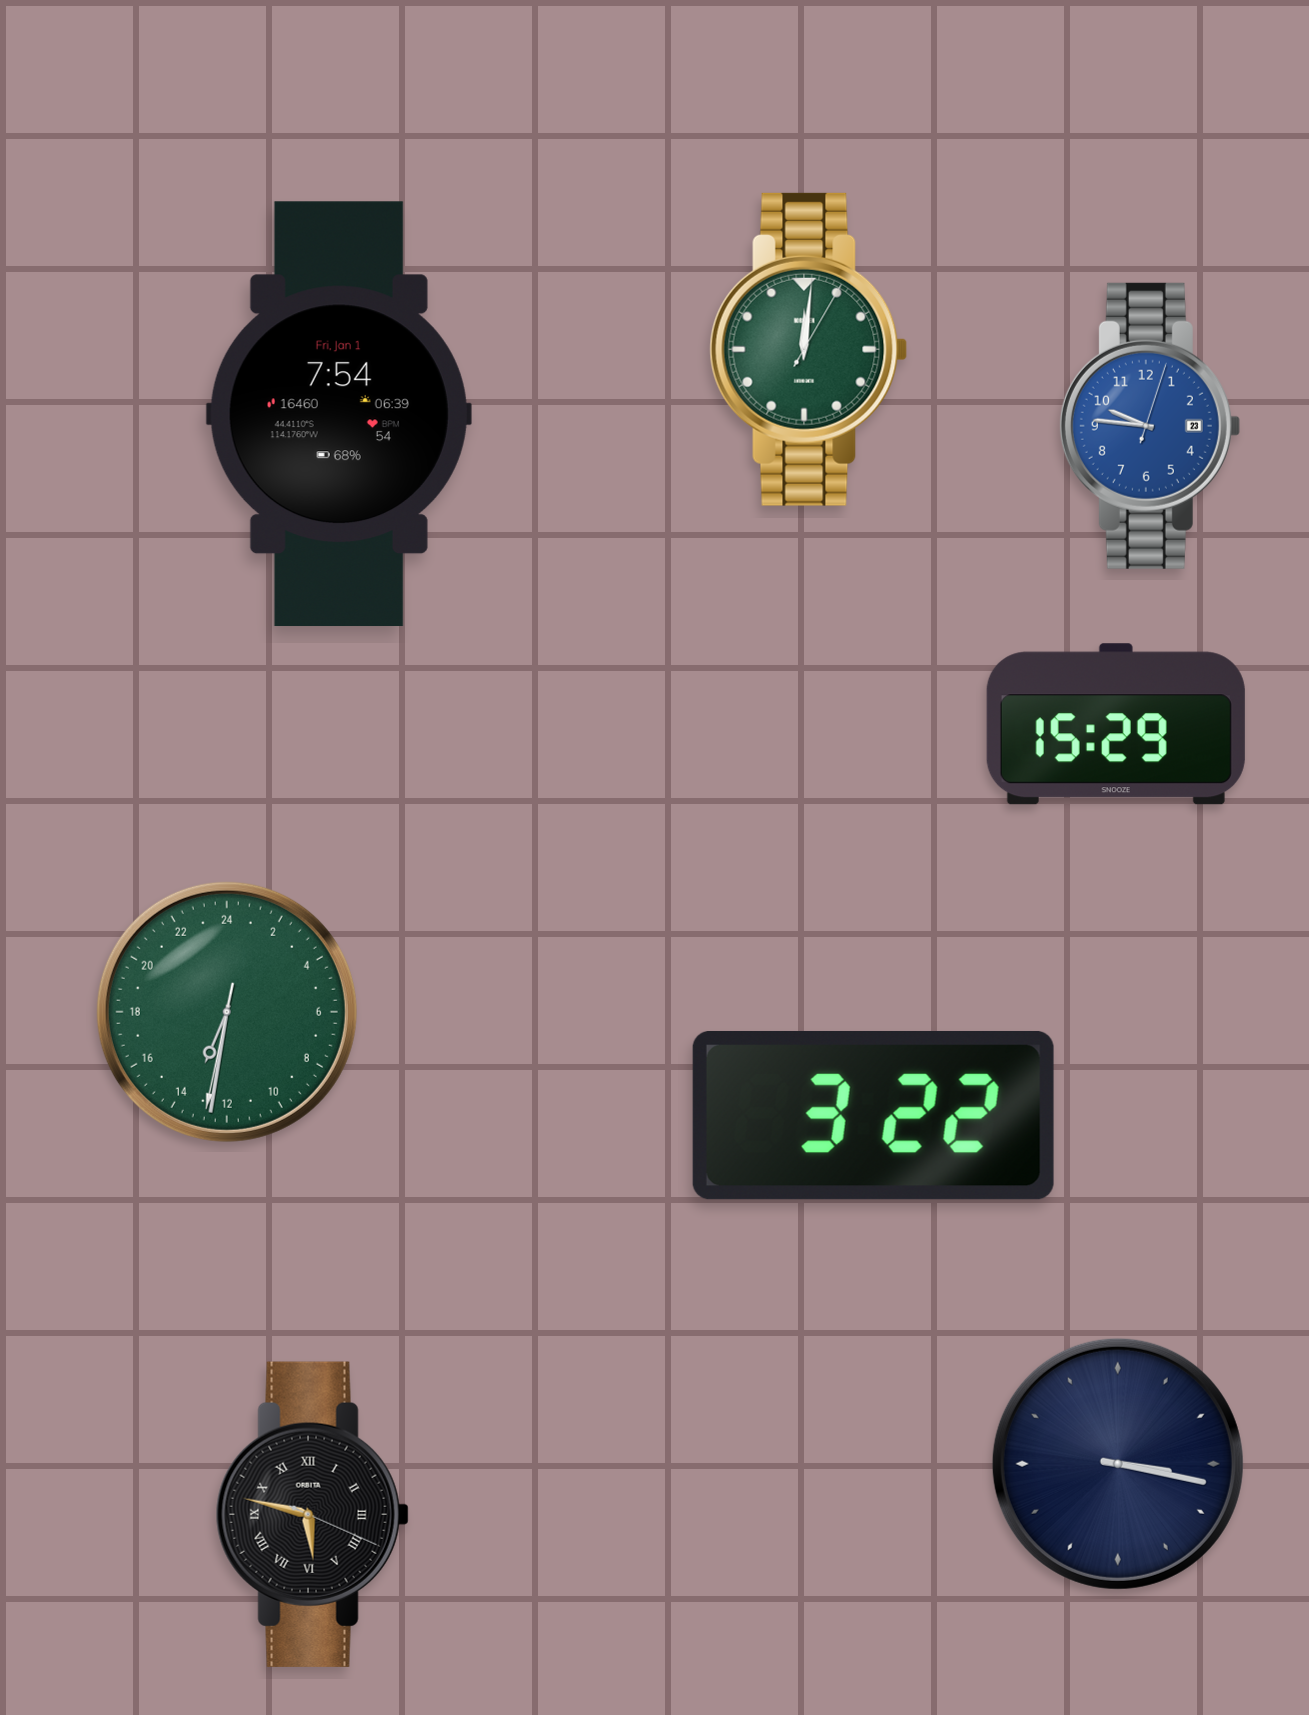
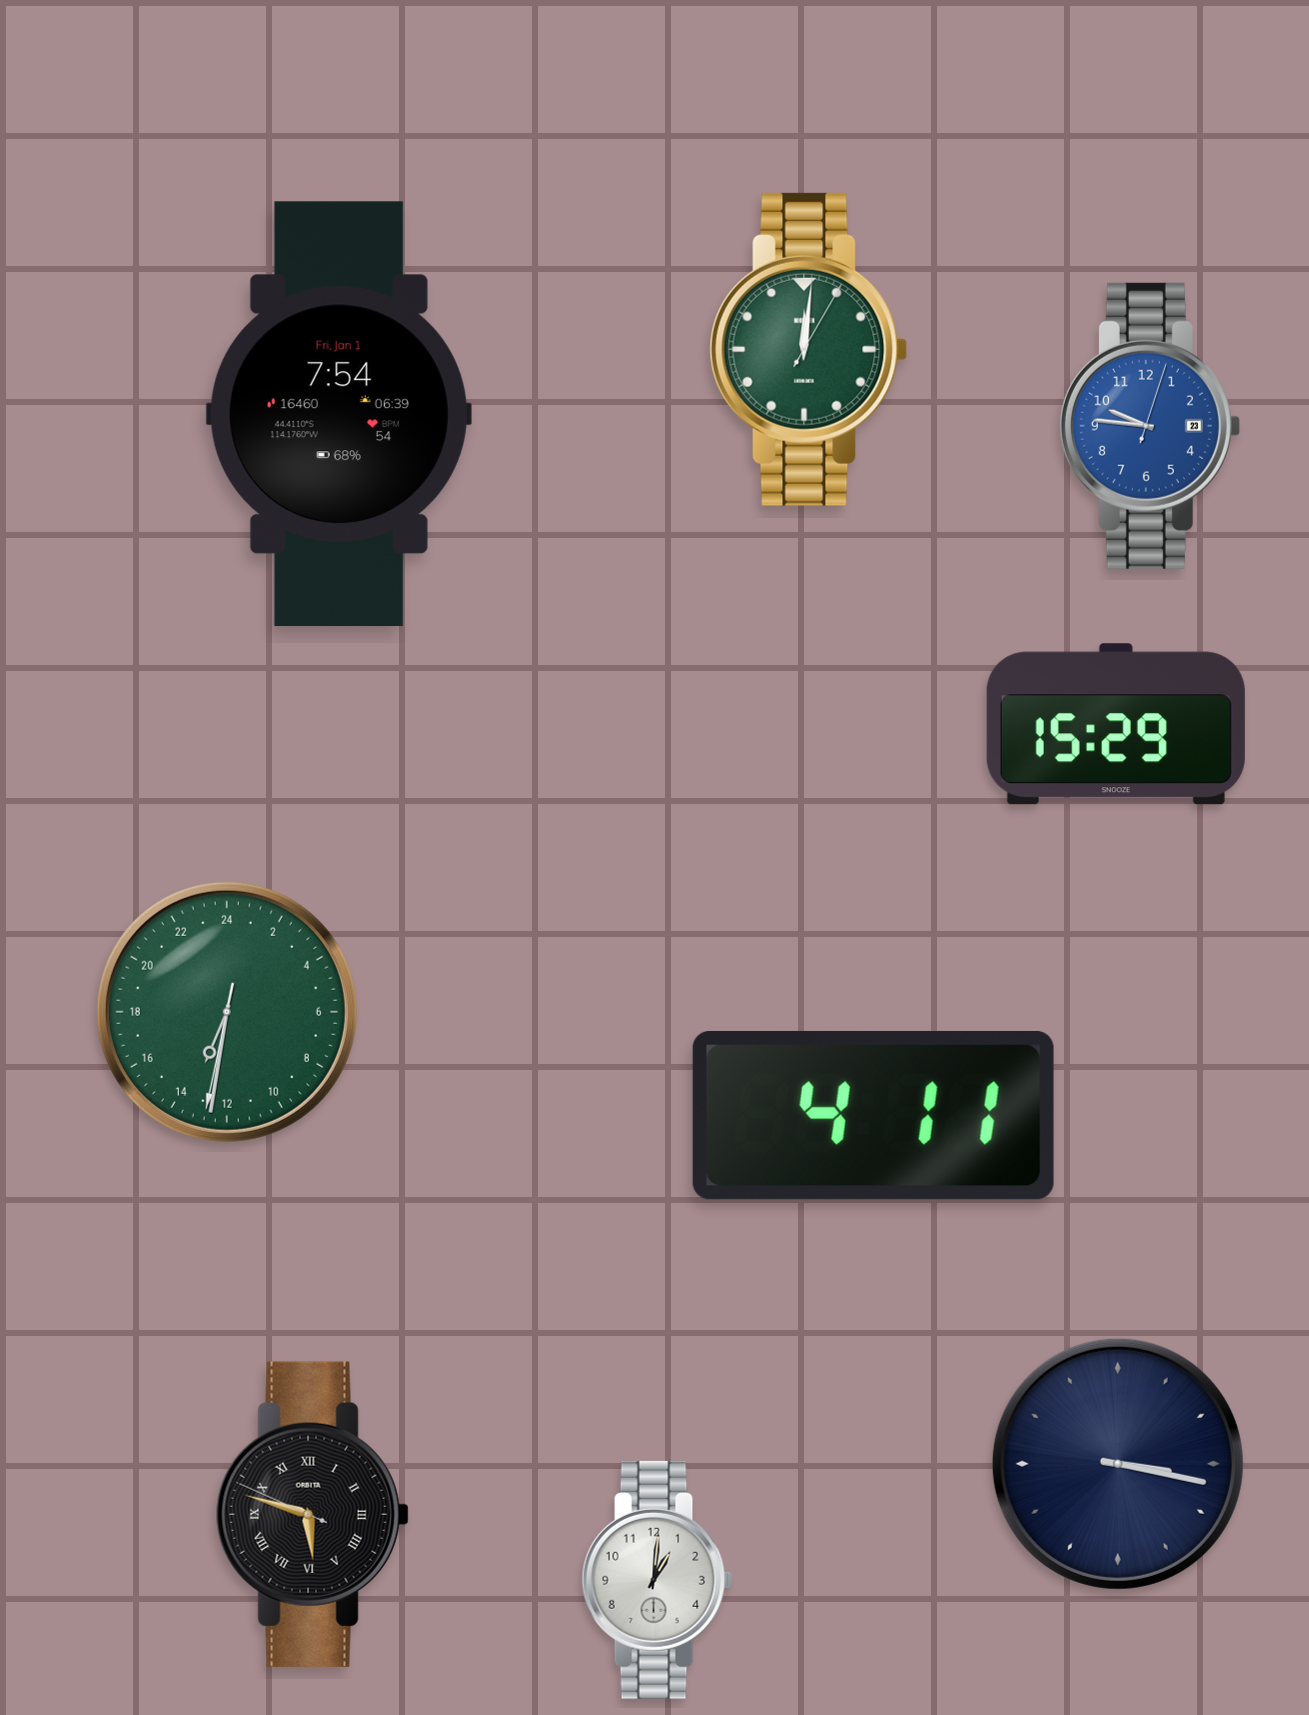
clock at (873, 1115): 3:22 -> 4:11
clock at (312, 1514): 5:47:19 -> 5:47:49
clock at (657, 1580): none -> 1:01
